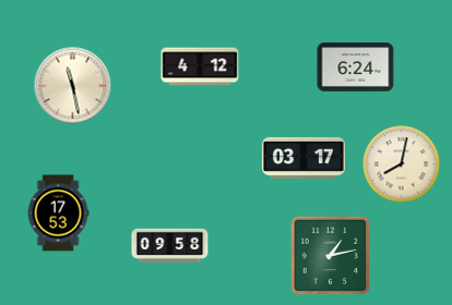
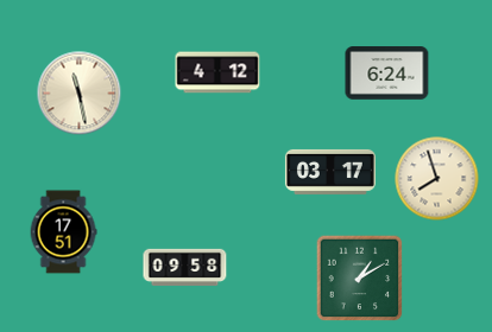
clock at (402, 164): 8:02 -> 7:57
clock at (58, 213): 17:53 -> 17:51
clock at (331, 256): 1:13 -> 1:10
